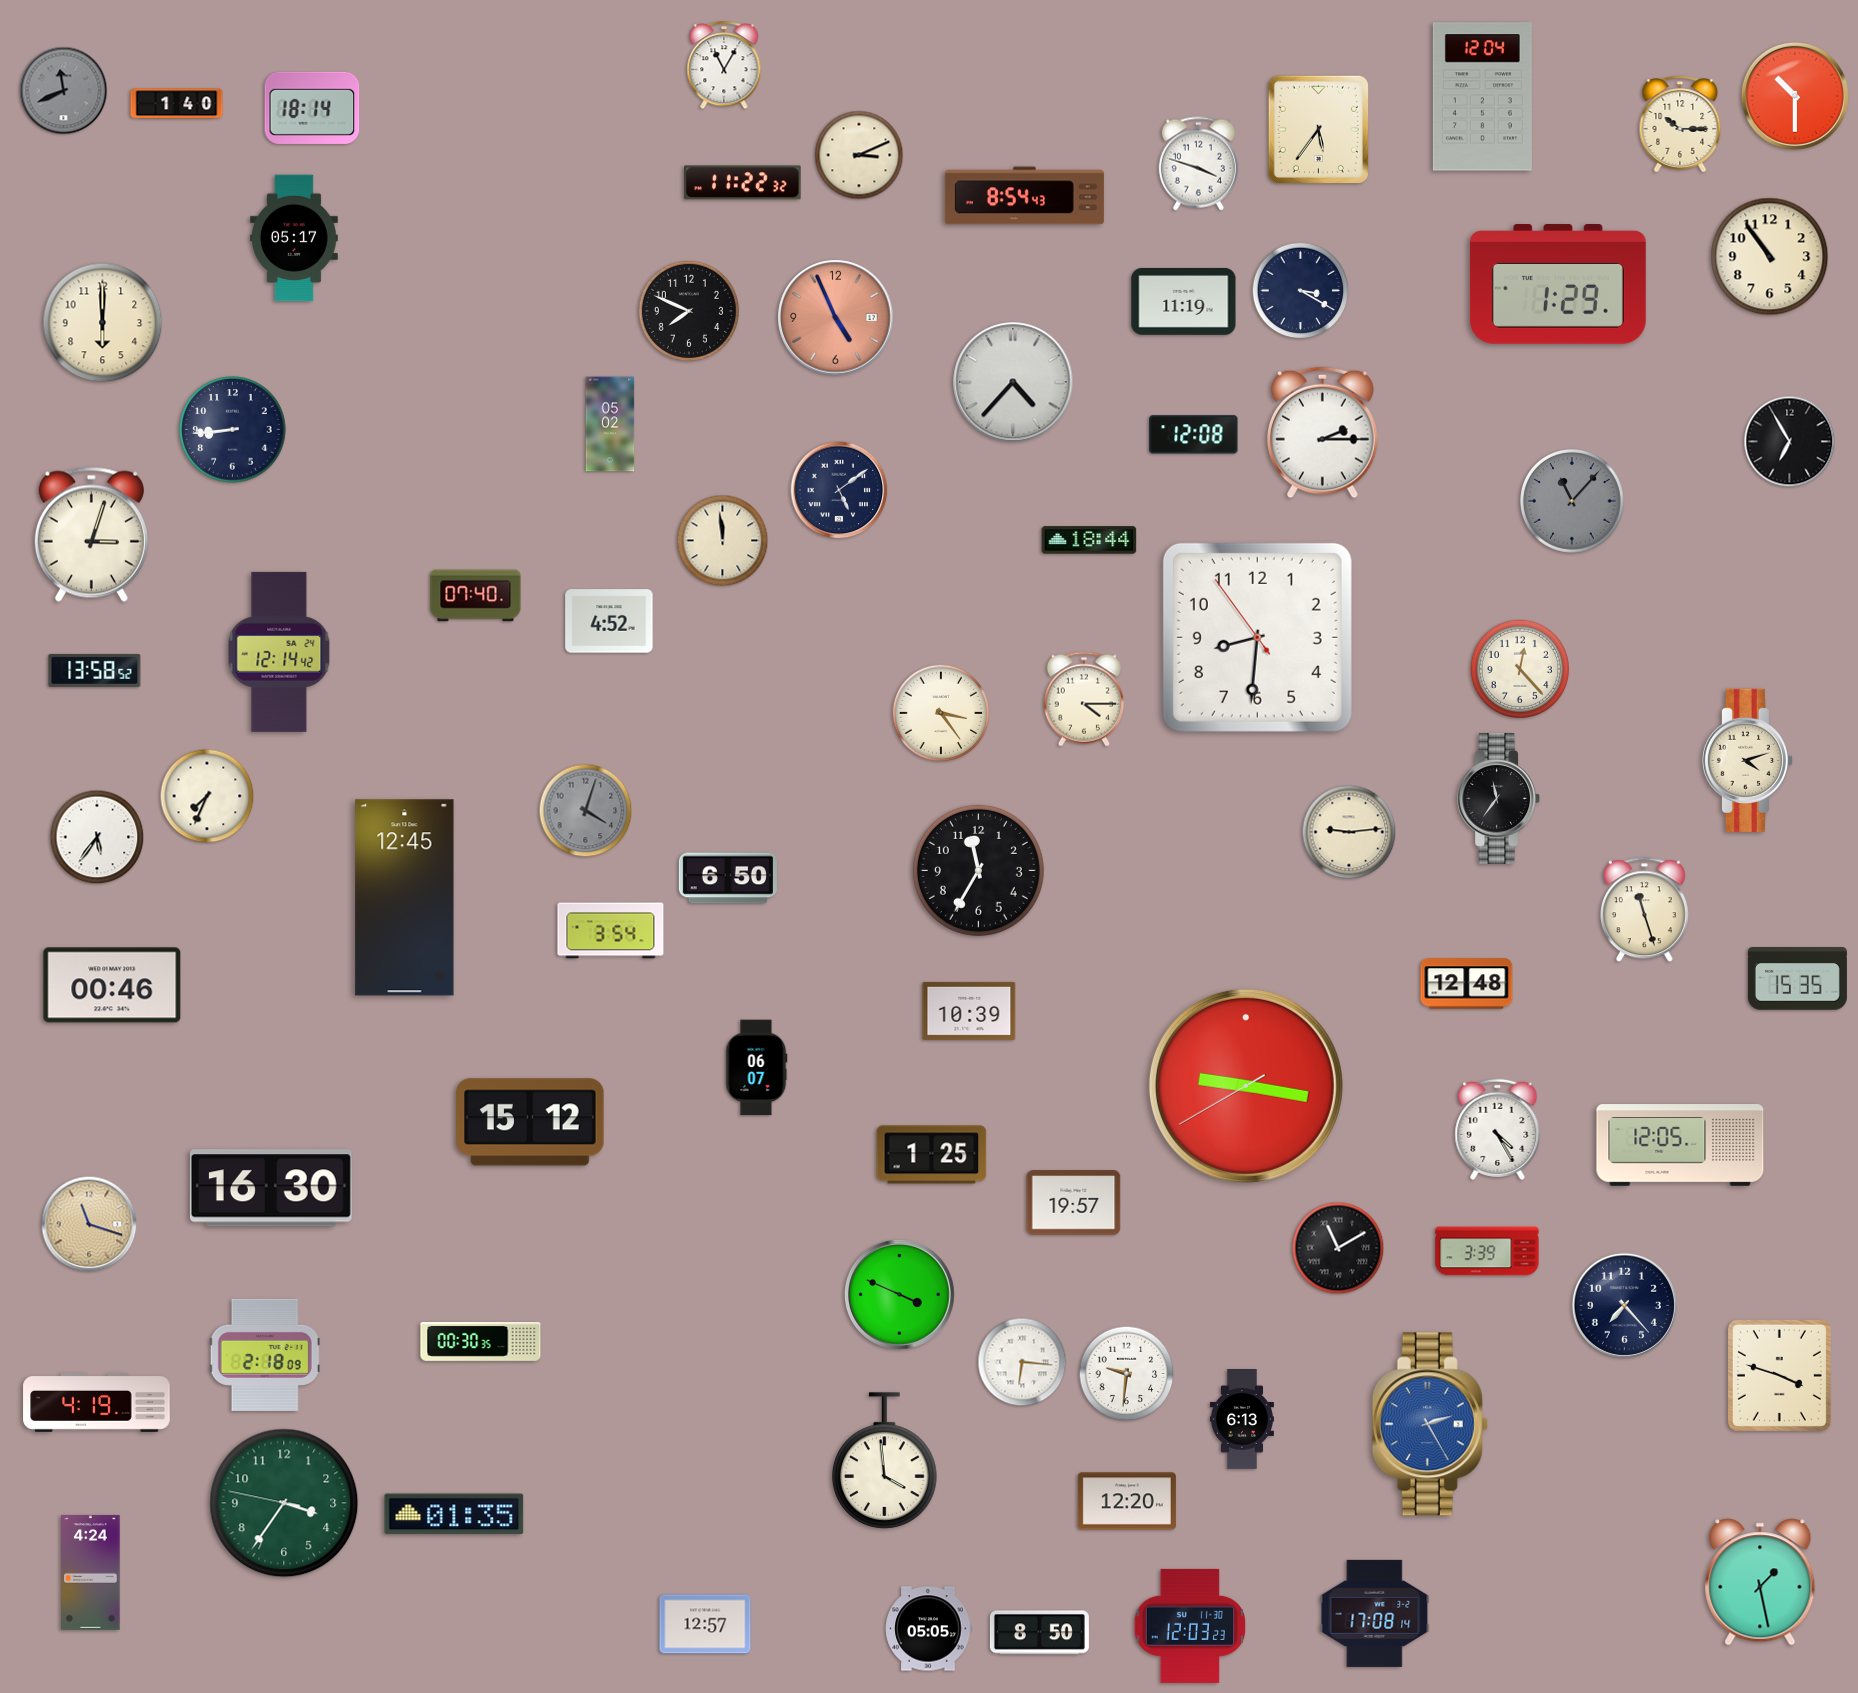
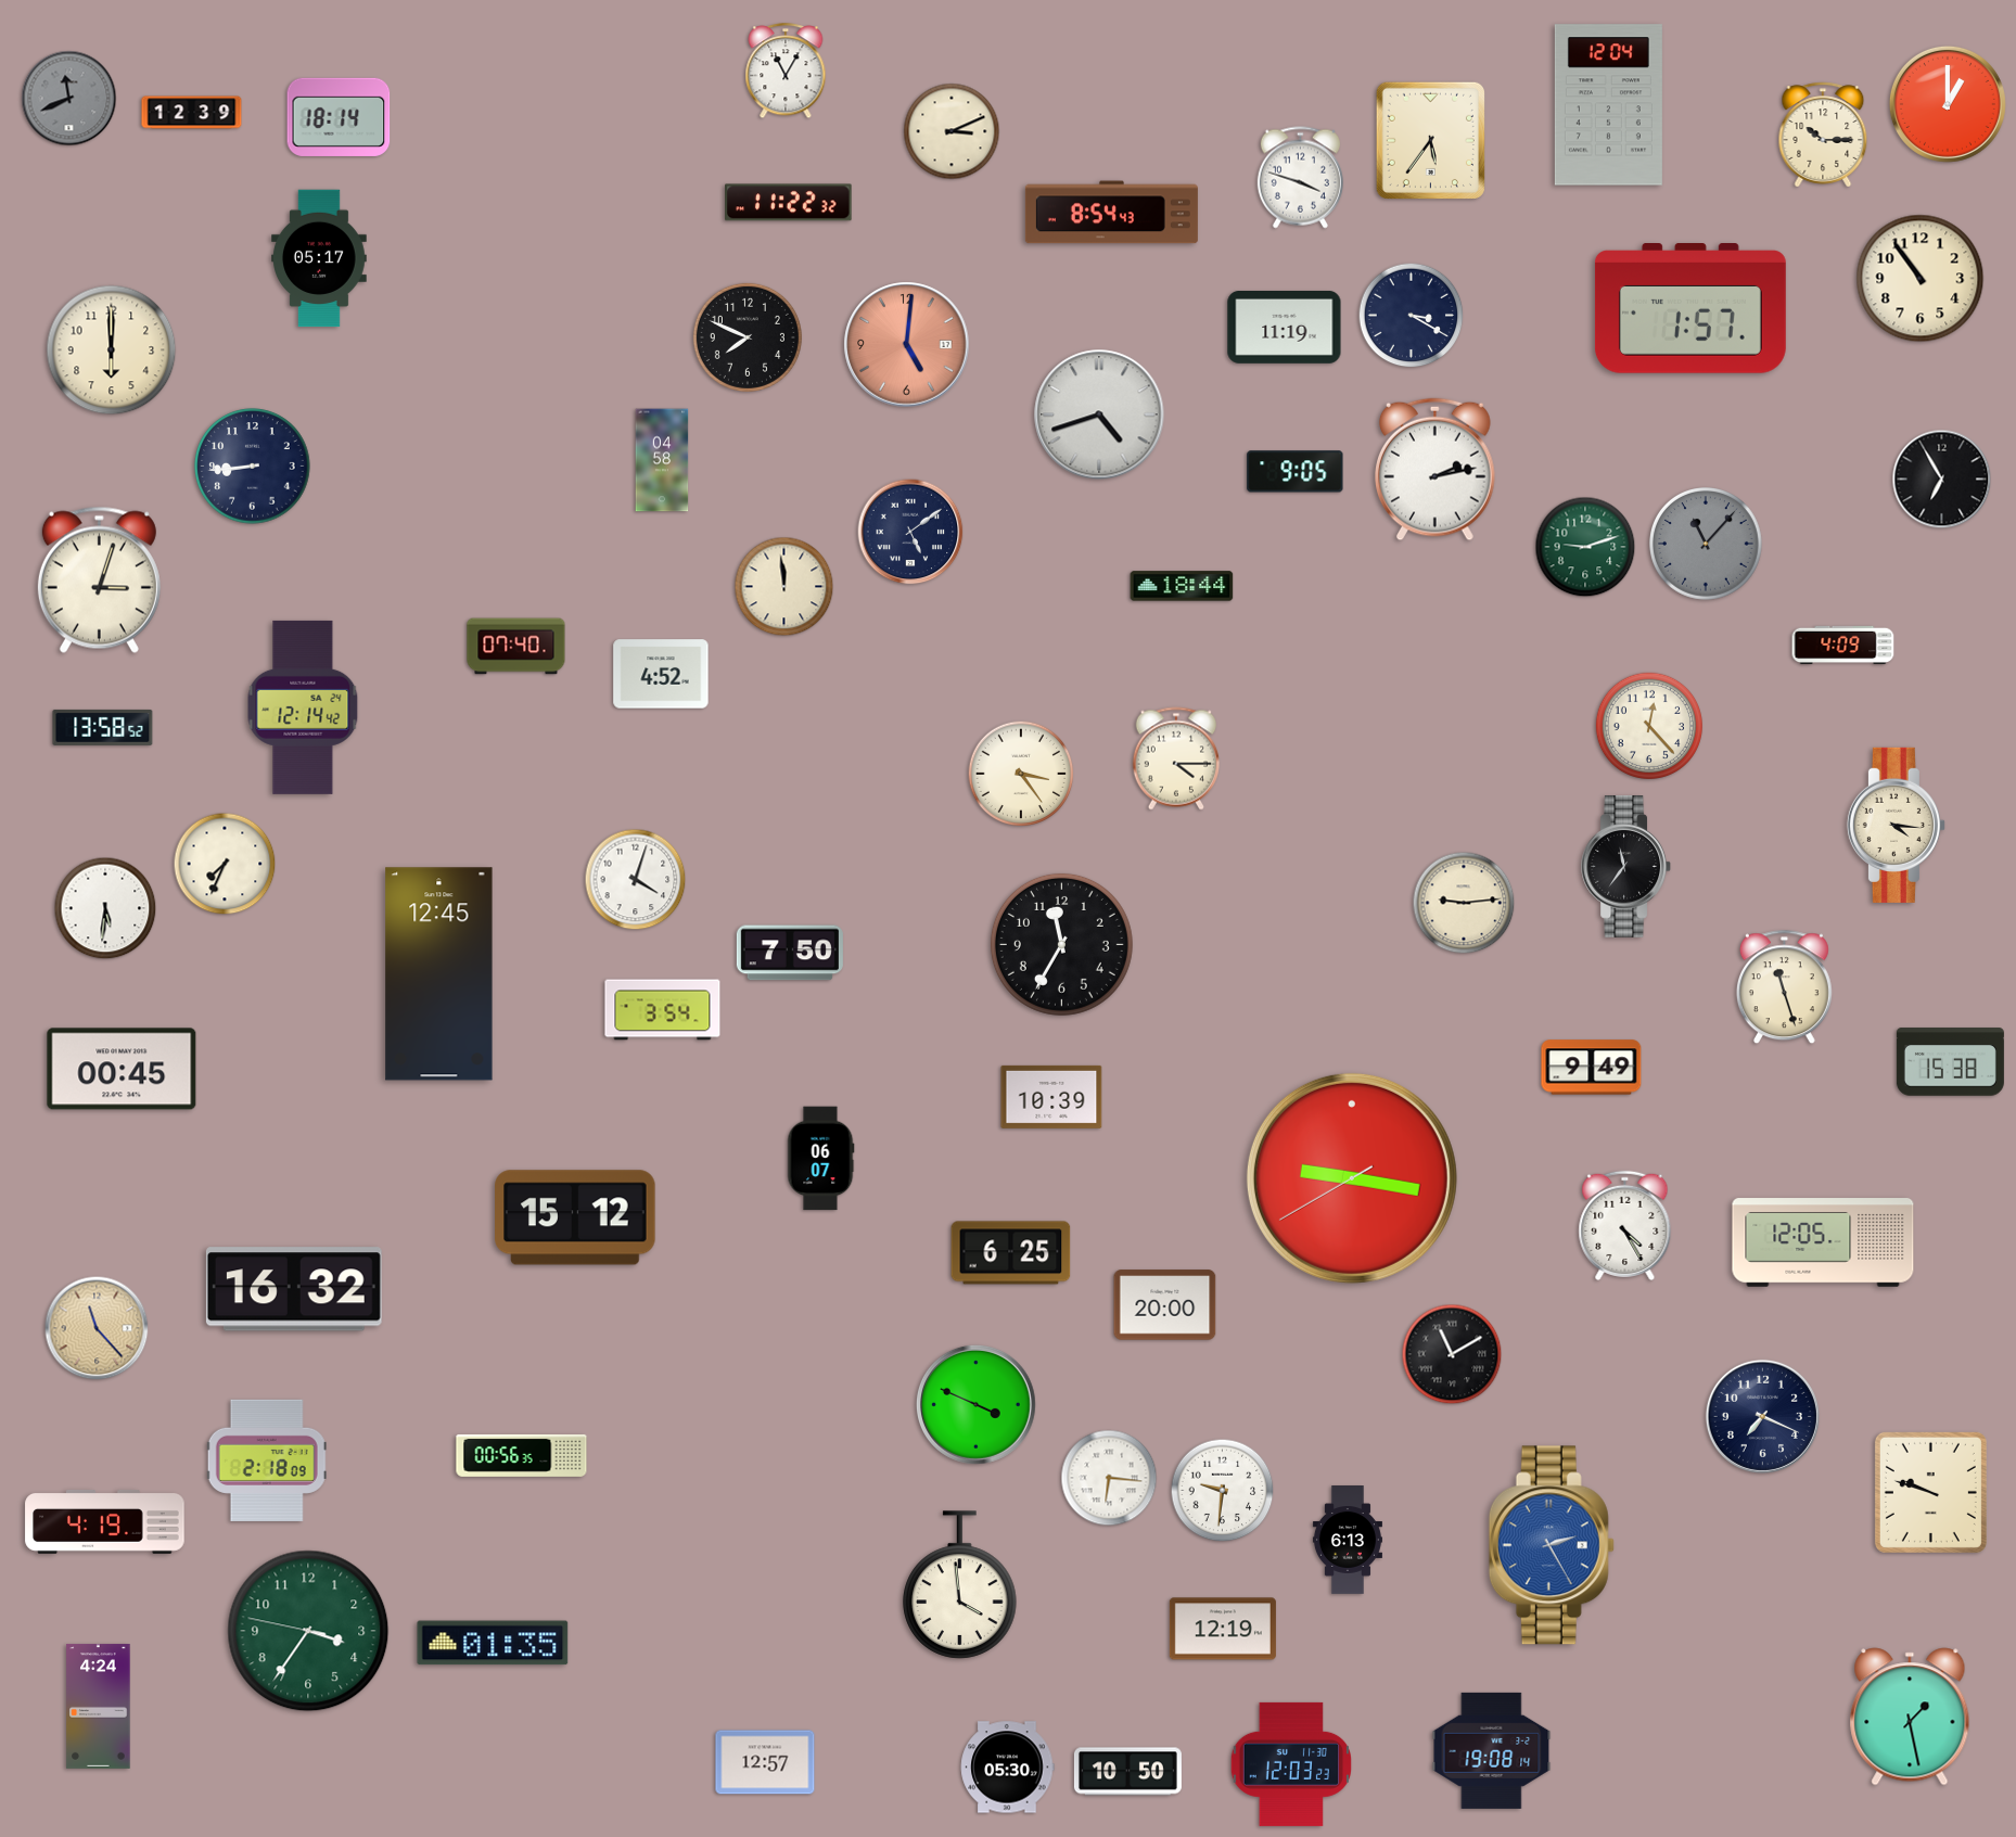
clock at (1795, 96): 10:30 -> 1:00
clock at (177, 104): 1:40 -> 12:39
clock at (859, 155) position: (859, 155) -> (952, 131)
clock at (743, 183) position: (743, 183) -> (789, 203)
clock at (1558, 285): 1:29 -> 1:57
clock at (836, 318): 4:56 -> 5:01
clock at (1013, 382): 4:37 -> 4:42
clock at (610, 424): 05:02 -> 04:58
clock at (1323, 433): 2:15 -> 2:13
clock at (1194, 435): 12:08 -> 9:05
clock at (1585, 547): none -> 9:12
clock at (1843, 646): none -> 4:09
clock at (1257, 637): 8:30 -> none
clock at (1747, 760): 4:12 -> 4:16
clock at (586, 811) dial: grey -> white
clock at (97, 837): 5:36 -> 5:31
clock at (728, 878): 6:50 -> 7:50
clock at (1797, 979): 15:35 -> 15:38
clock at (1467, 984): 12:48 -> 9:49
clock at (112, 985): 00:46 -> 00:45
clock at (932, 1155): 1:25 -> 6:25
clock at (271, 1188): 16:30 -> 16:32
clock at (1074, 1203): 19:57 -> 20:00
clock at (89, 1224): 11:18 -> 11:23
clock at (1487, 1251): 3:39 -> none
clock at (1624, 1305): 7:23 -> 7:19
clock at (481, 1341): 00:30 -> 00:56
clock at (265, 1355) position: (265, 1355) -> (267, 1460)
clock at (1779, 1375): 3:48 -> 9:48
clock at (1127, 1501): 12:20 -> 12:19
clock at (1375, 1613): 17:08 -> 19:08
clock at (928, 1629): 05:05 -> 05:30
clock at (1039, 1633): 8:50 -> 10:50
